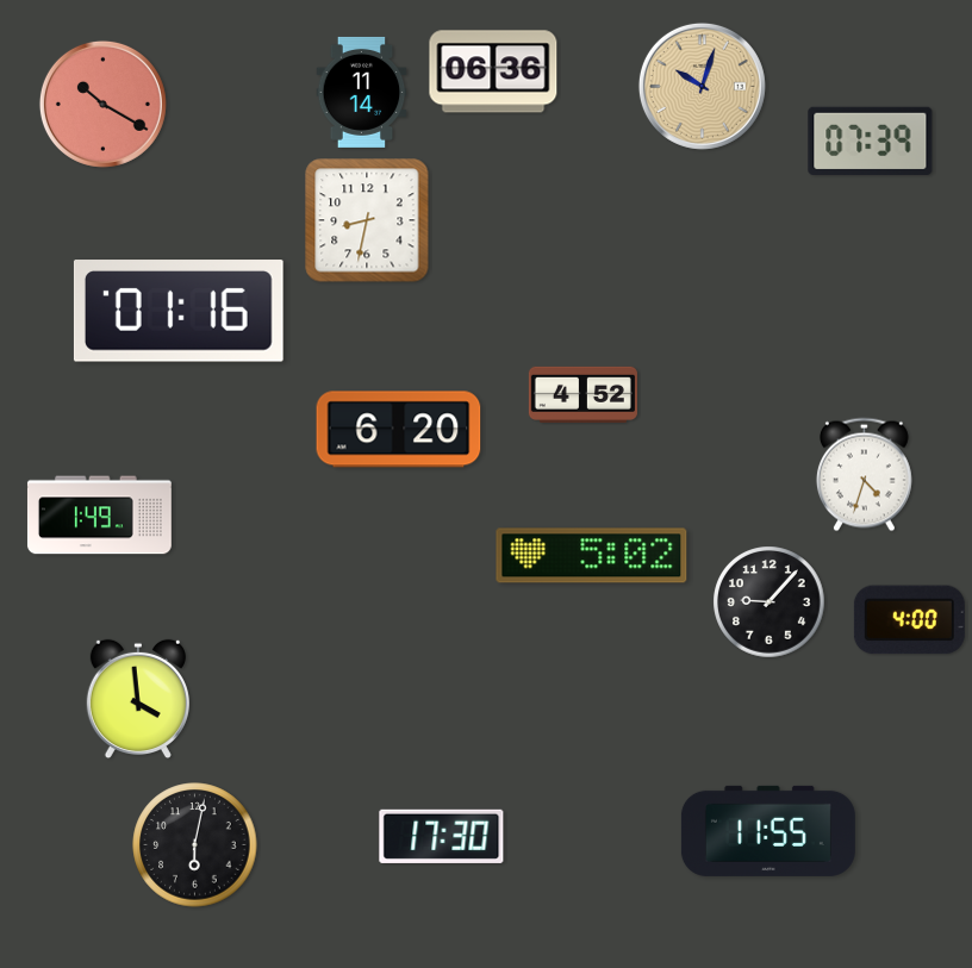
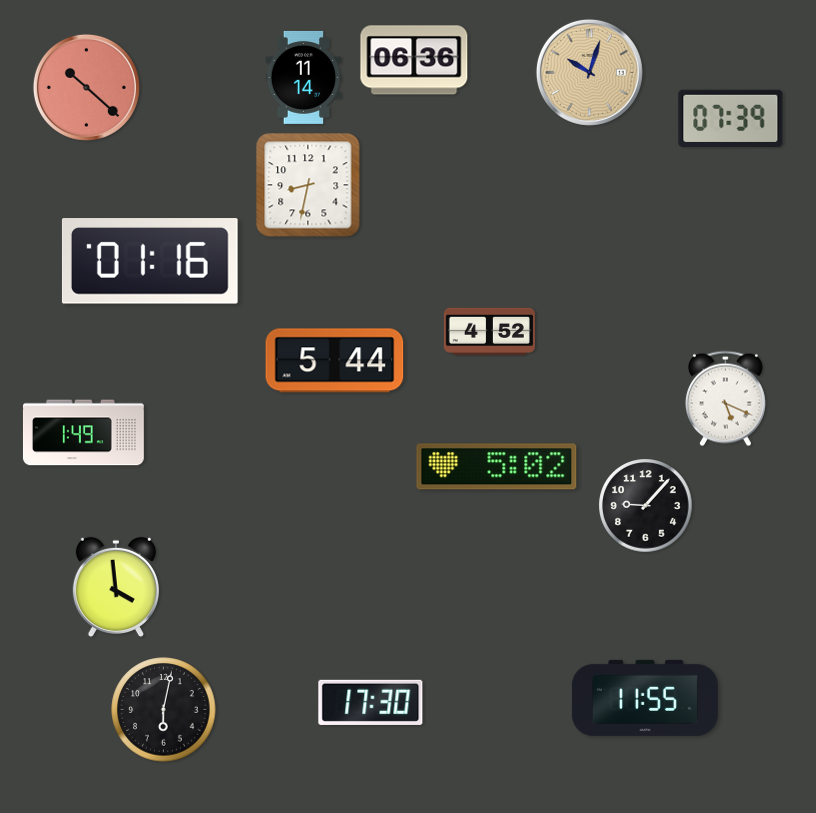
clock at (102, 104): 10:20 -> 10:22
clock at (399, 430): 6:20 -> 5:44
clock at (864, 475): 4:33 -> 5:19
clock at (909, 620): 4:00 -> none
